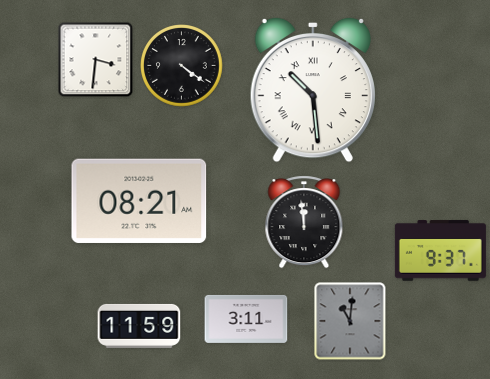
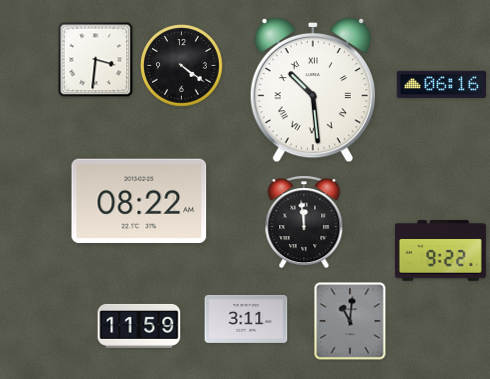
clock at (441, 84): none -> 06:16
clock at (139, 200): 08:21 -> 08:22
clock at (440, 251): 9:37 -> 9:22
